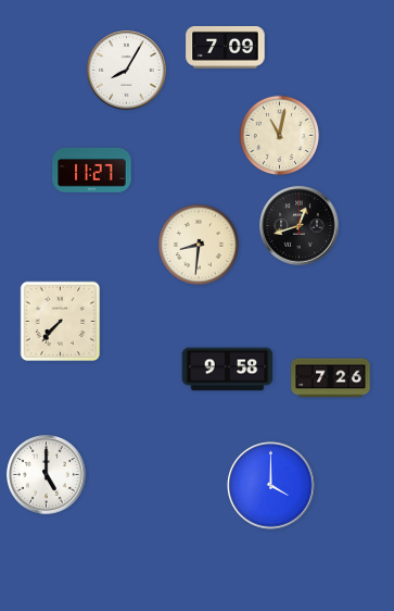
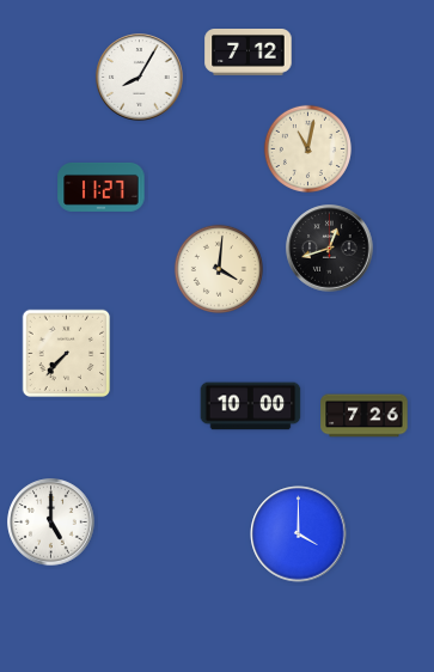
clock at (226, 48): 7:09 -> 7:12
clock at (199, 245): 8:31 -> 4:01
clock at (228, 370): 9:58 -> 10:00
